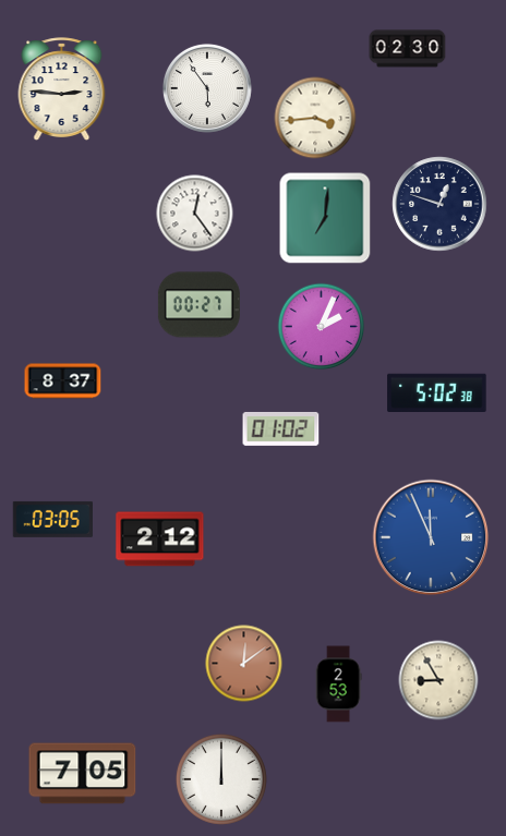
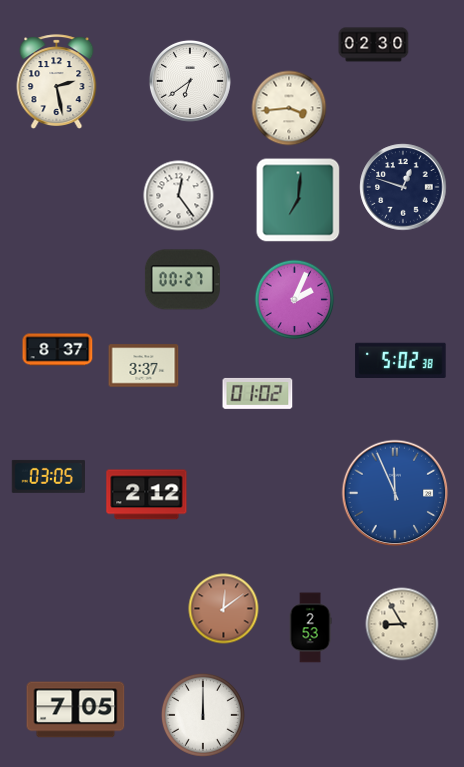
clock at (62, 88): 2:46 -> 2:28
clock at (207, 88): 5:54 -> 6:39
clock at (144, 366): none -> 3:37
